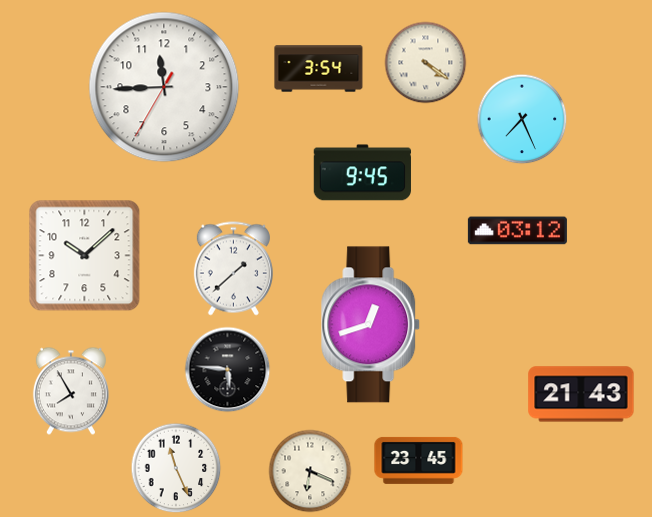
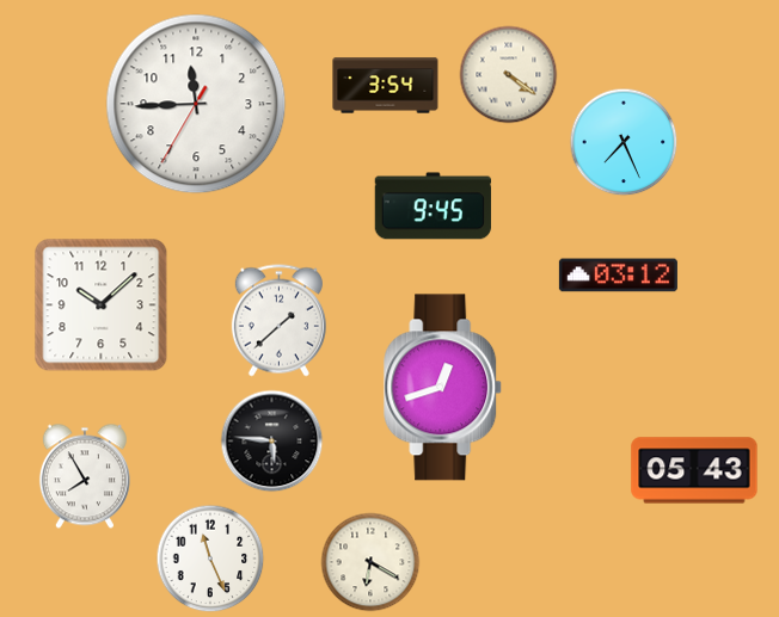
clock at (319, 69) position: (319, 69) -> (386, 86)
clock at (71, 391) position: (71, 391) -> (85, 476)
clock at (581, 394): 21:43 -> 05:43
clock at (419, 460): 23:45 -> none
clock at (310, 471): 6:19 -> 6:20
